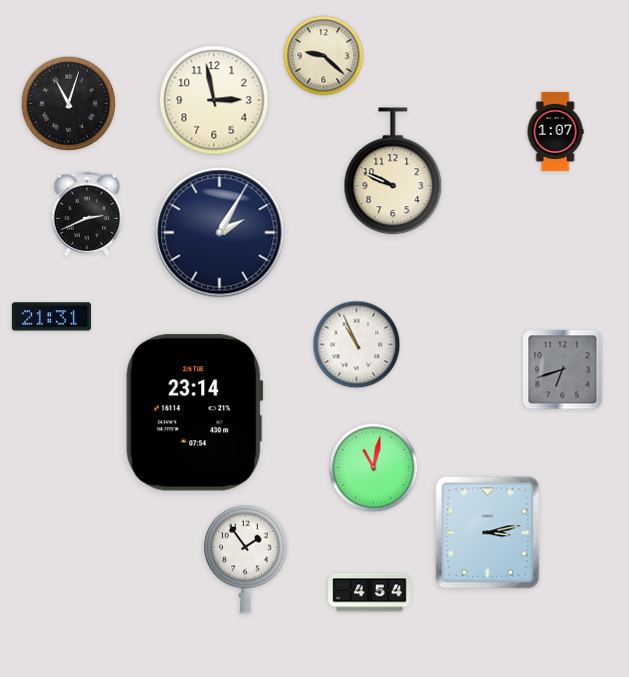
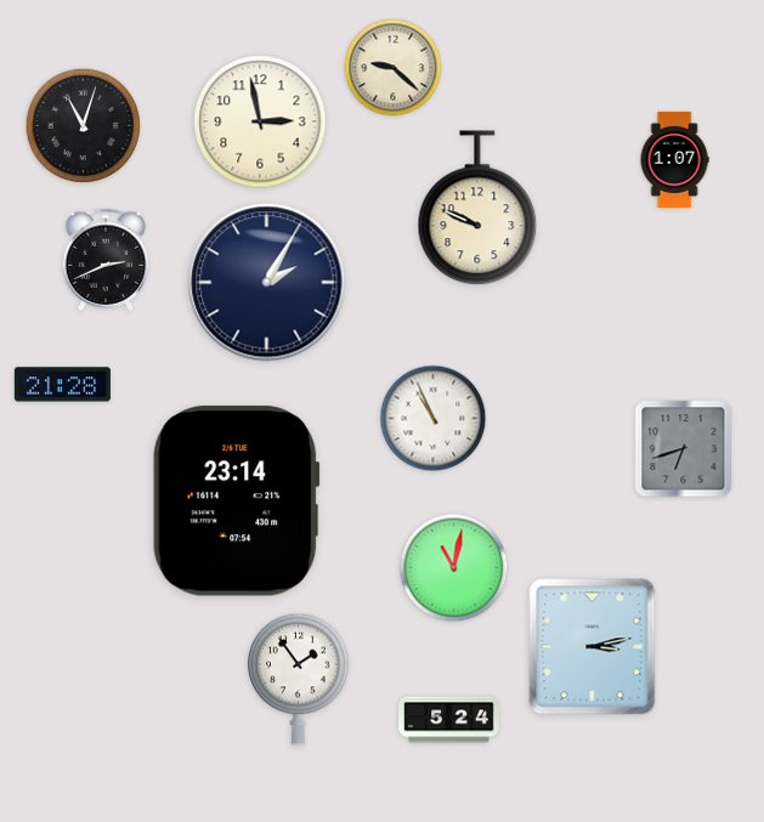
clock at (51, 317): 21:31 -> 21:28
clock at (370, 593): 4:54 -> 5:24
